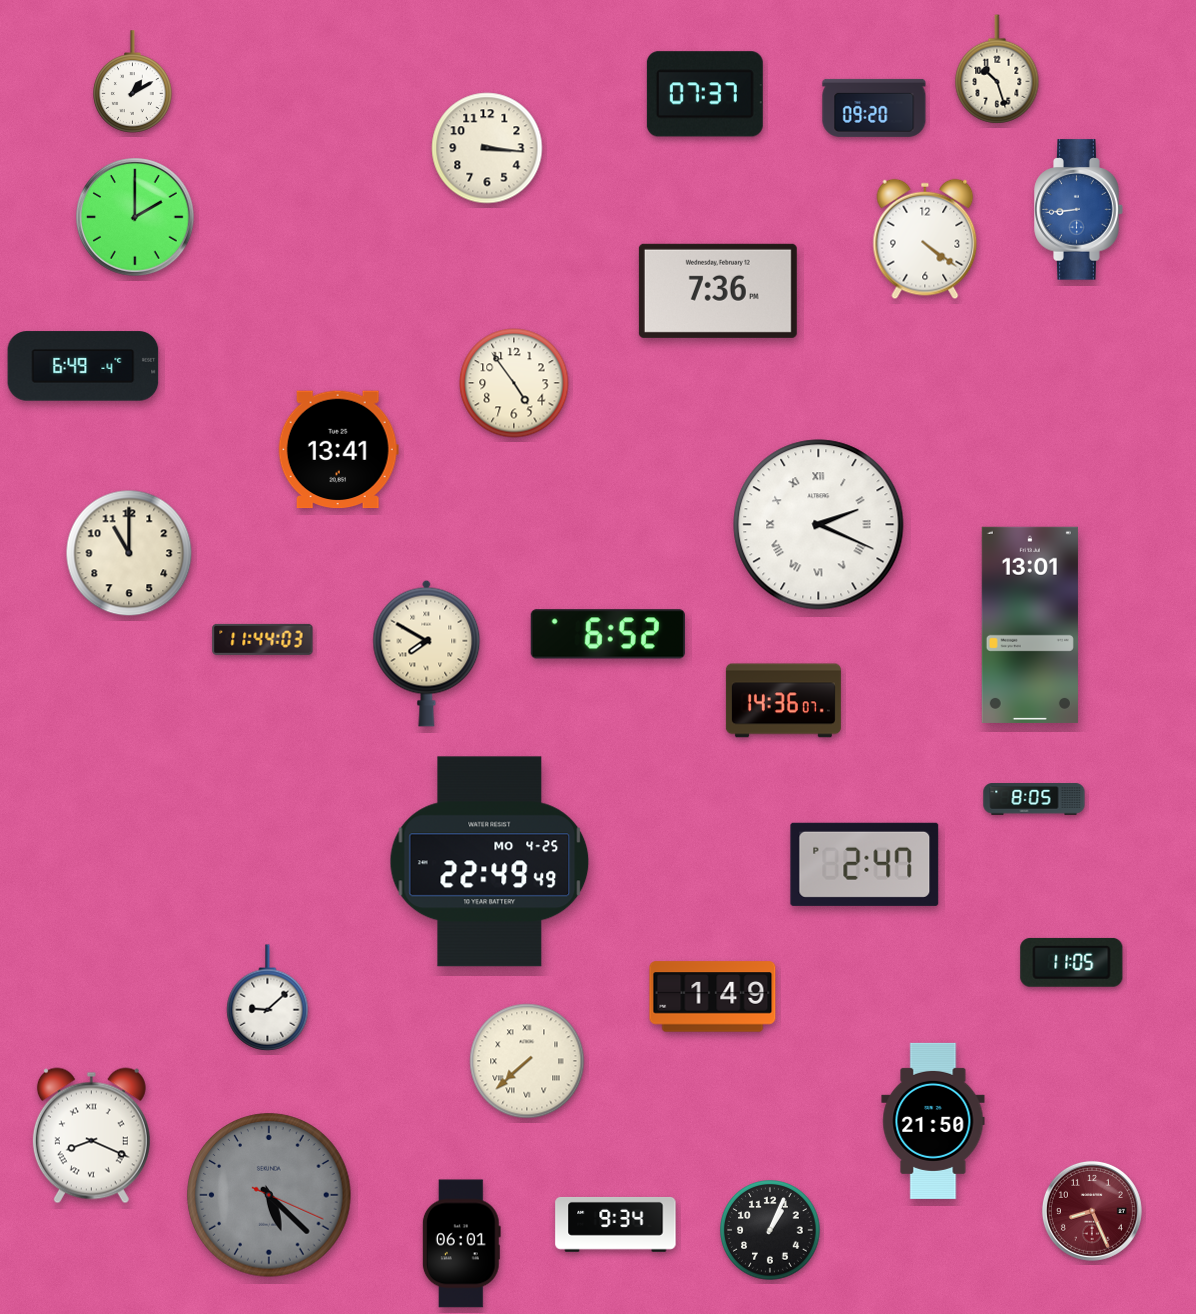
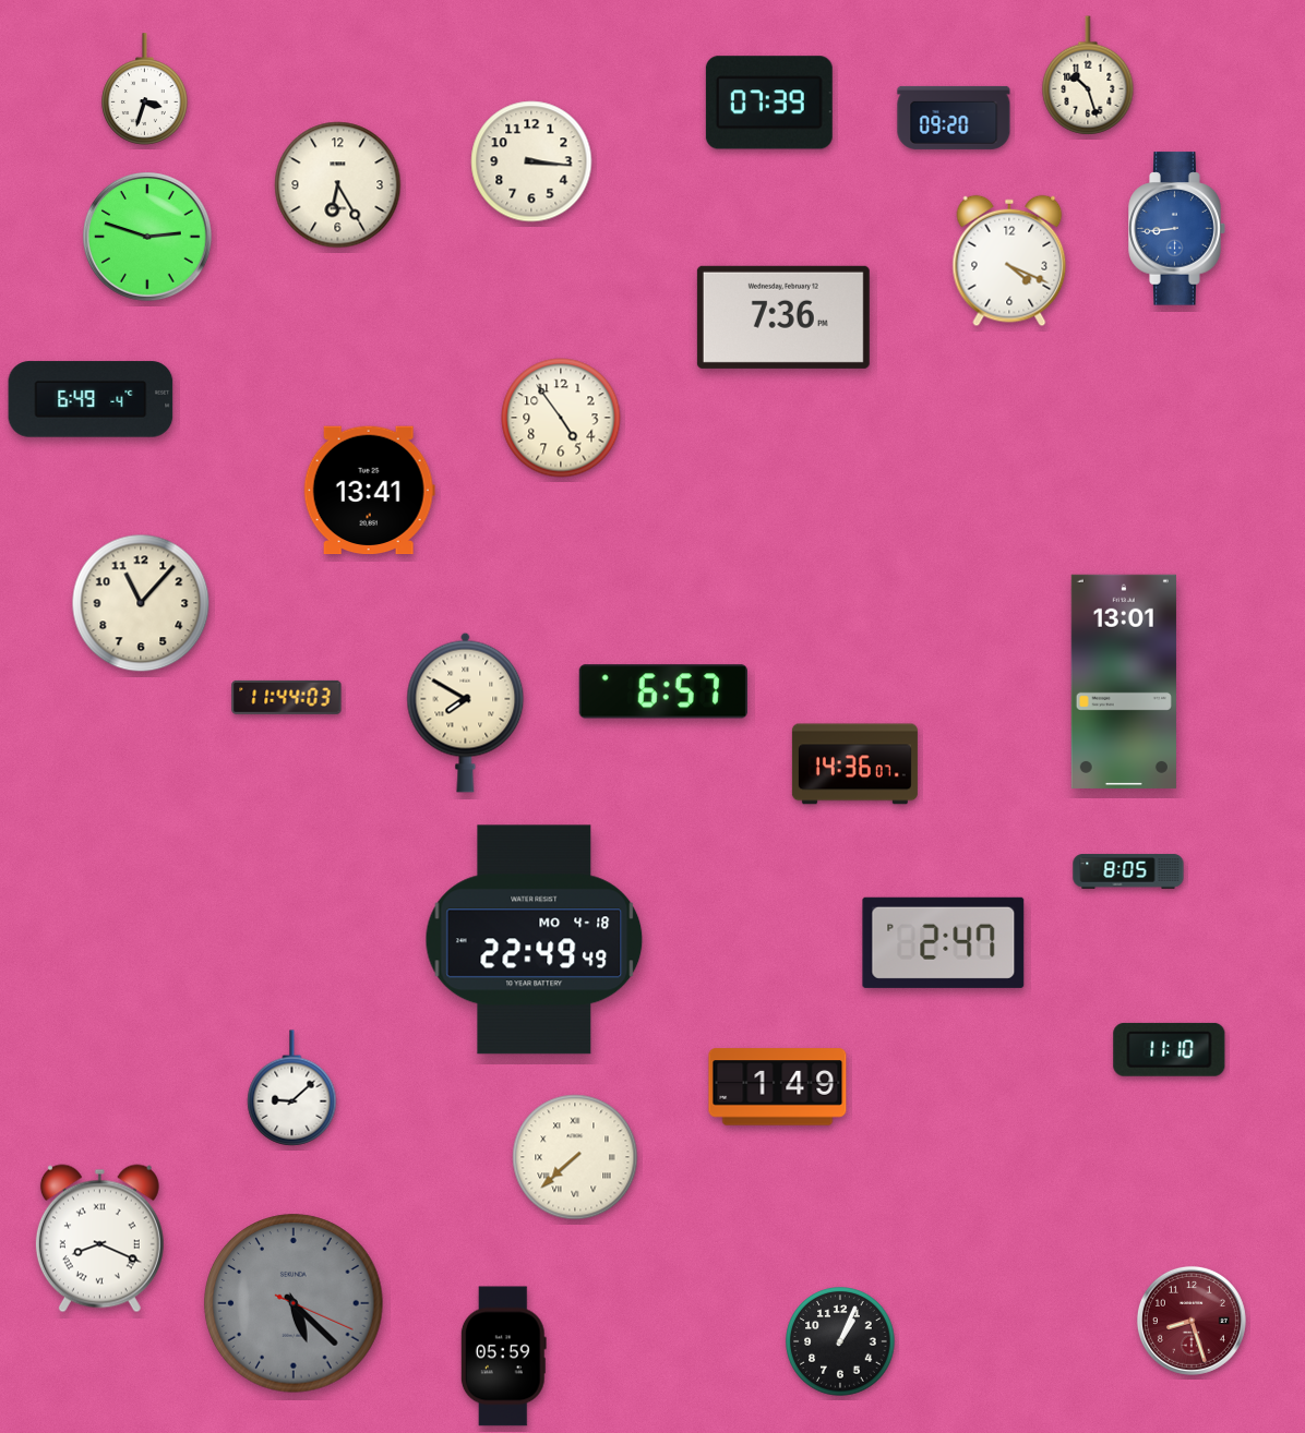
clock at (133, 82): 1:10 -> 3:33
clock at (705, 94): 07:37 -> 07:39
clock at (338, 185): none -> 6:25
clock at (135, 217): 2:00 -> 2:48
clock at (925, 239): 4:21 -> 4:19
clock at (819, 525): 2:19 -> none
clock at (129, 553): 11:00 -> 11:07
clock at (608, 634): 6:52 -> 6:57
clock at (490, 862) date: MO 4-25 -> MO 4-18
clock at (1072, 962): 11:05 -> 11:10
clock at (933, 1121): 21:50 -> none
clock at (1092, 1211): 8:26 -> 8:27
clock at (616, 1224): 9:34 -> none
clock at (461, 1244): 06:01 -> 05:59
